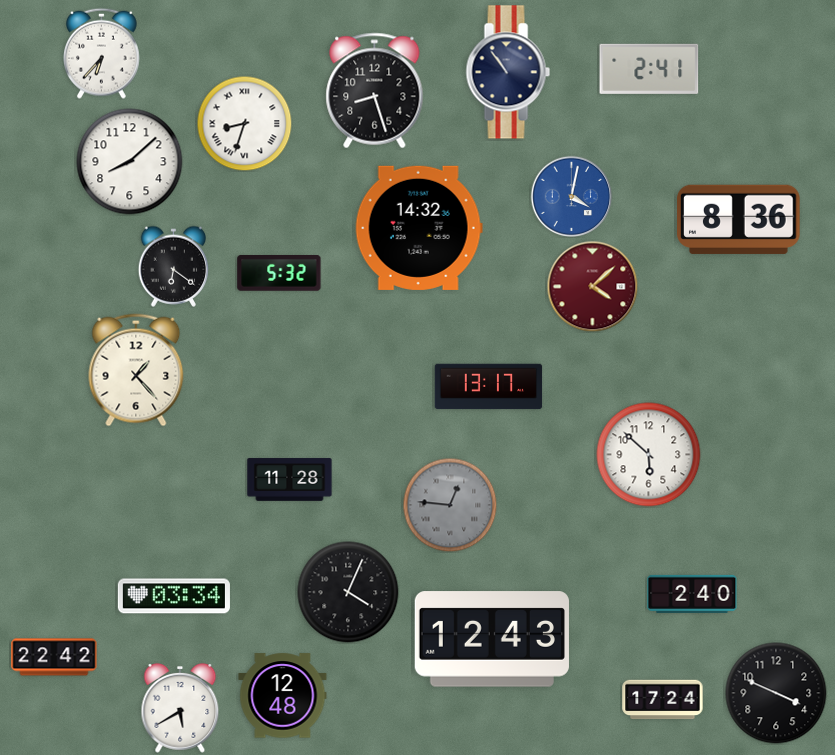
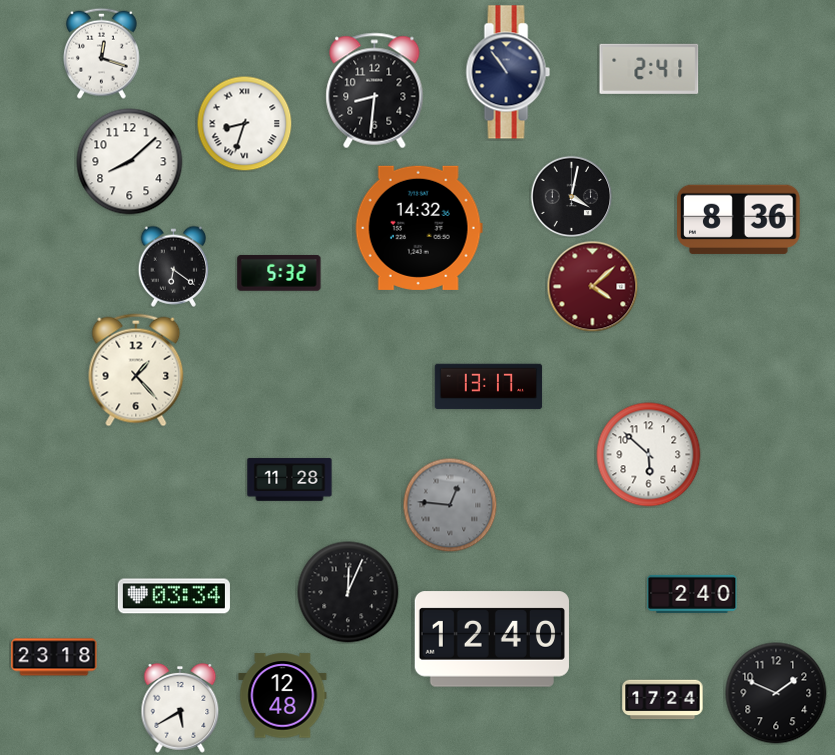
clock at (102, 53): 6:37 -> 12:18
clock at (375, 91): 8:27 -> 8:31
clock at (571, 196) dial: blue -> black
clock at (348, 592): 4:04 -> 12:04
clock at (491, 639): 12:43 -> 12:40
clock at (54, 657): 22:42 -> 23:18
clock at (776, 693): 3:49 -> 1:49
